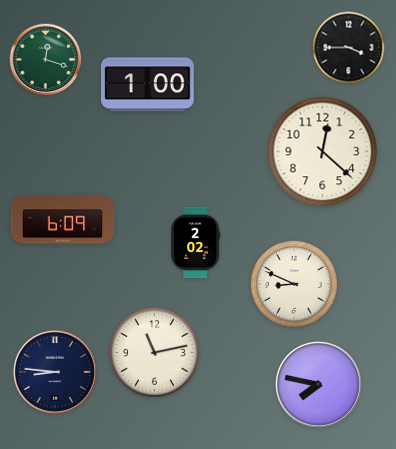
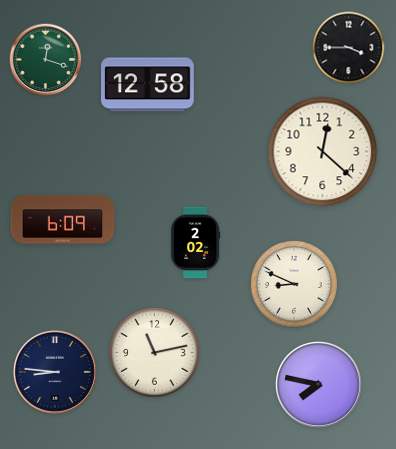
clock at (148, 85): 1:00 -> 12:58
